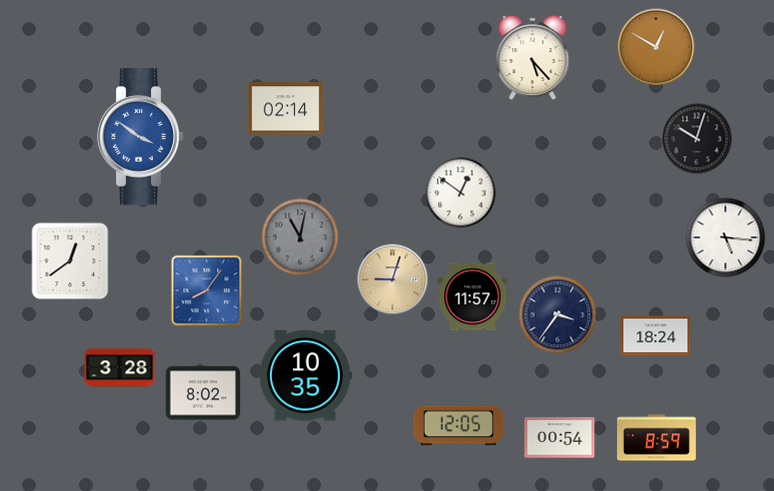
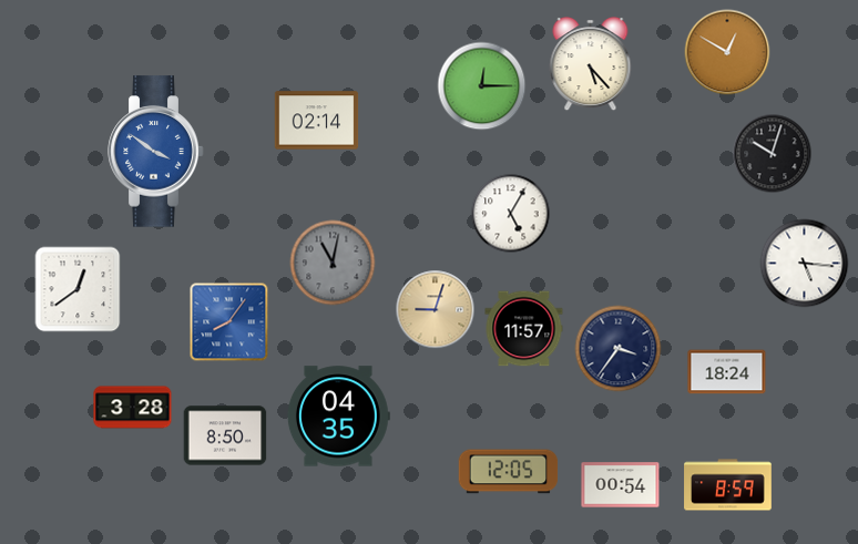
clock at (482, 86): none -> 12:15
clock at (461, 193): 12:51 -> 5:05
clock at (305, 376): 10:35 -> 04:35
clock at (203, 393): 8:02 -> 8:50
